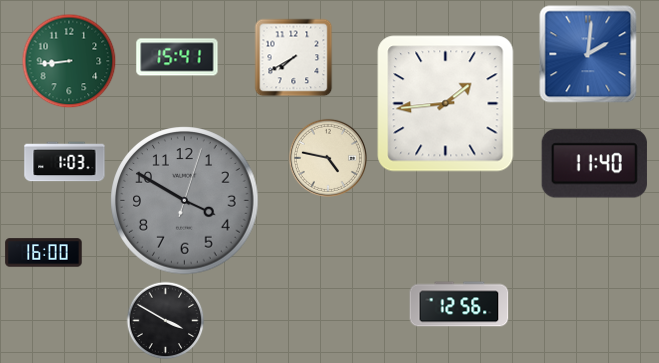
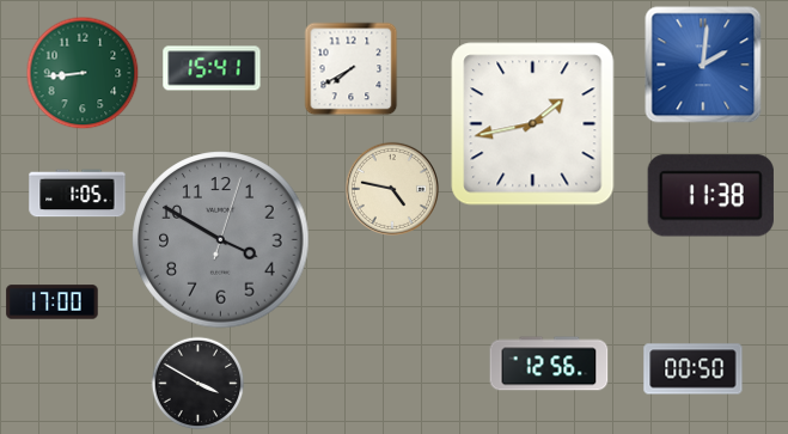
clock at (446, 104): 1:44 -> 1:43
clock at (65, 162): 1:03 -> 1:05
clock at (594, 164): 11:40 -> 11:38
clock at (44, 253): 16:00 -> 17:00
clock at (694, 369): none -> 00:50
